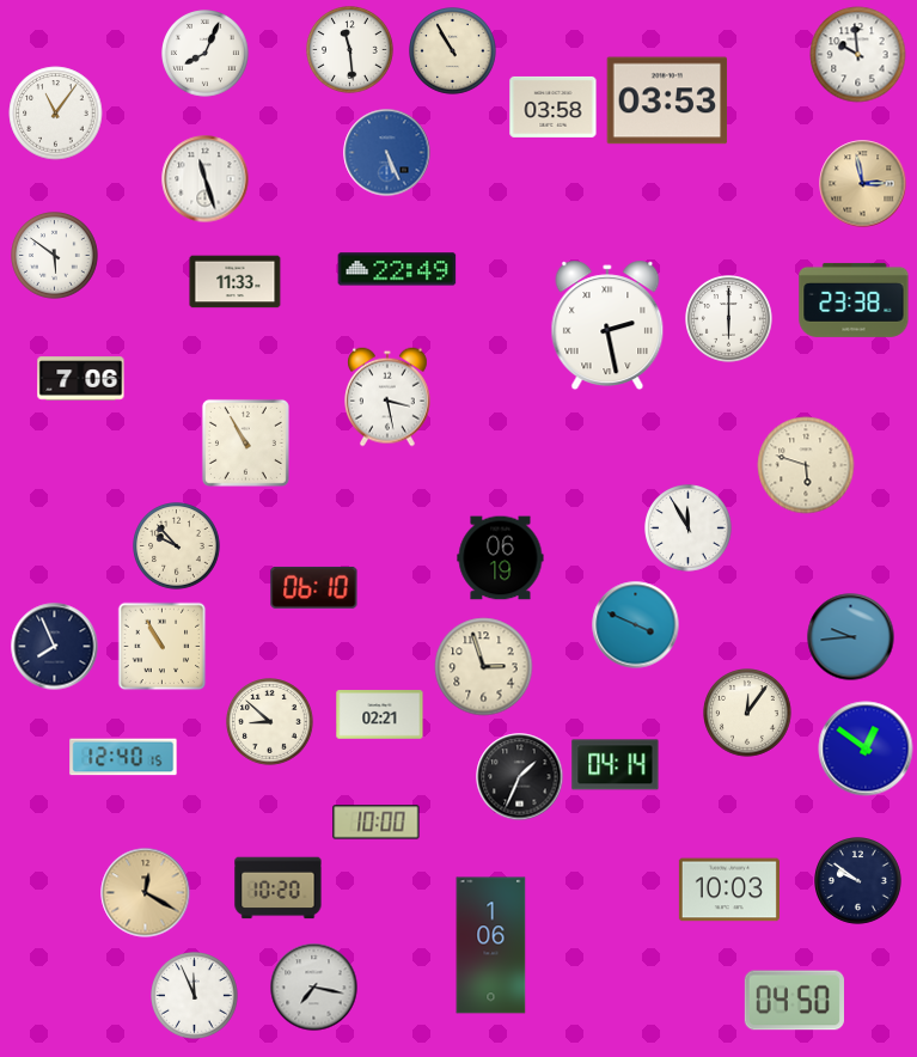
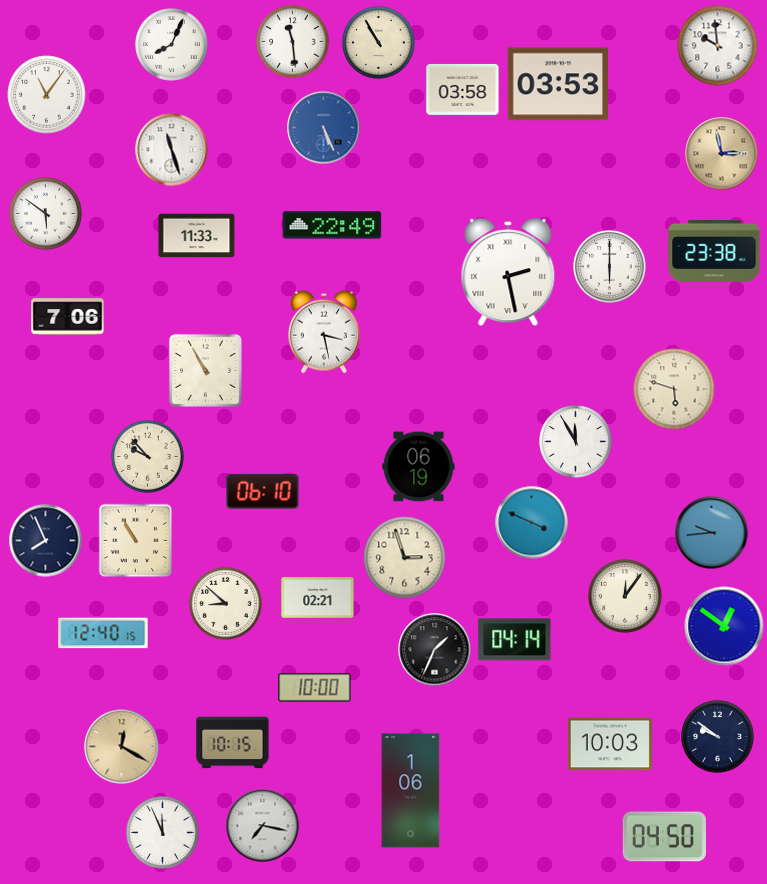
clock at (279, 888): 10:20 -> 10:15
